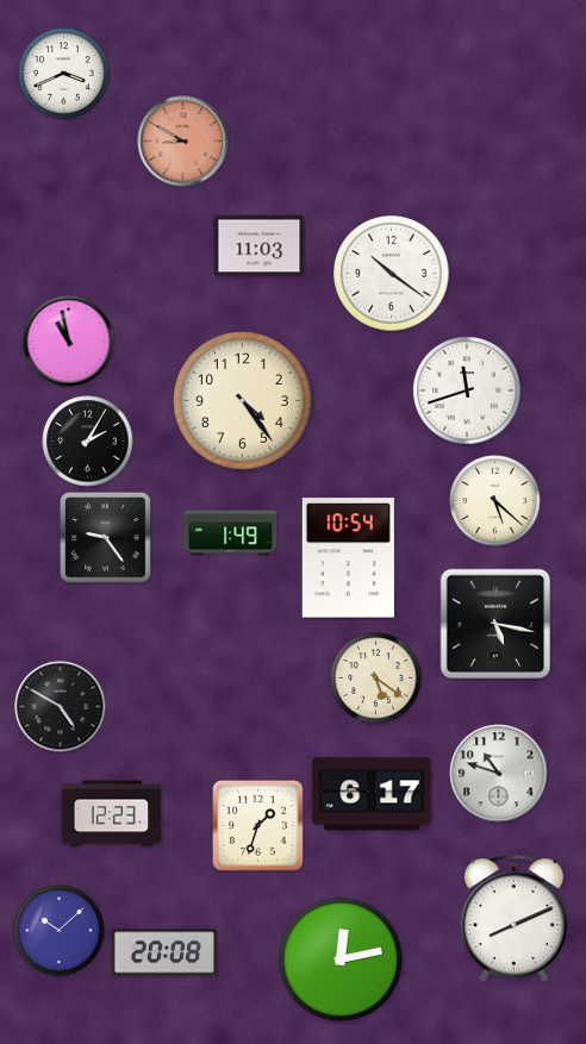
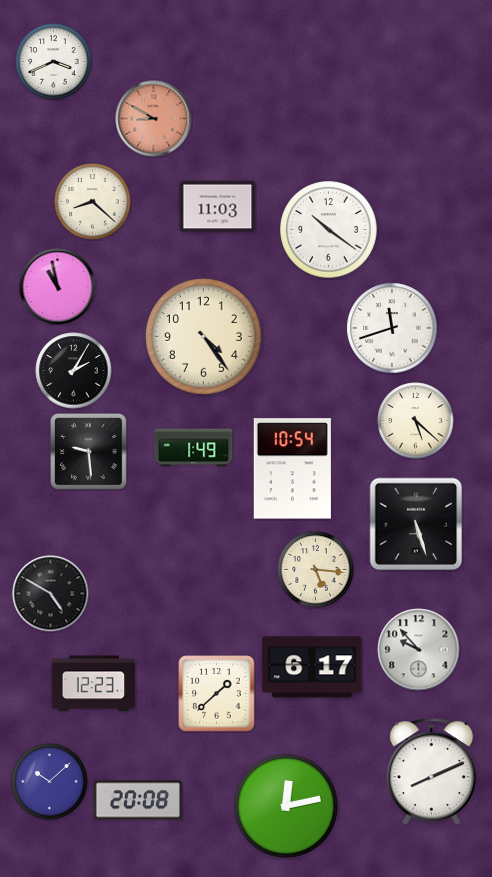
clock at (93, 202): none -> 8:22
clock at (106, 538): 9:24 -> 9:29
clock at (495, 624): 5:17 -> 5:27
clock at (376, 679): 5:21 -> 5:16
clock at (499, 774): 10:48 -> 9:53
clock at (258, 826): 1:33 -> 1:38
